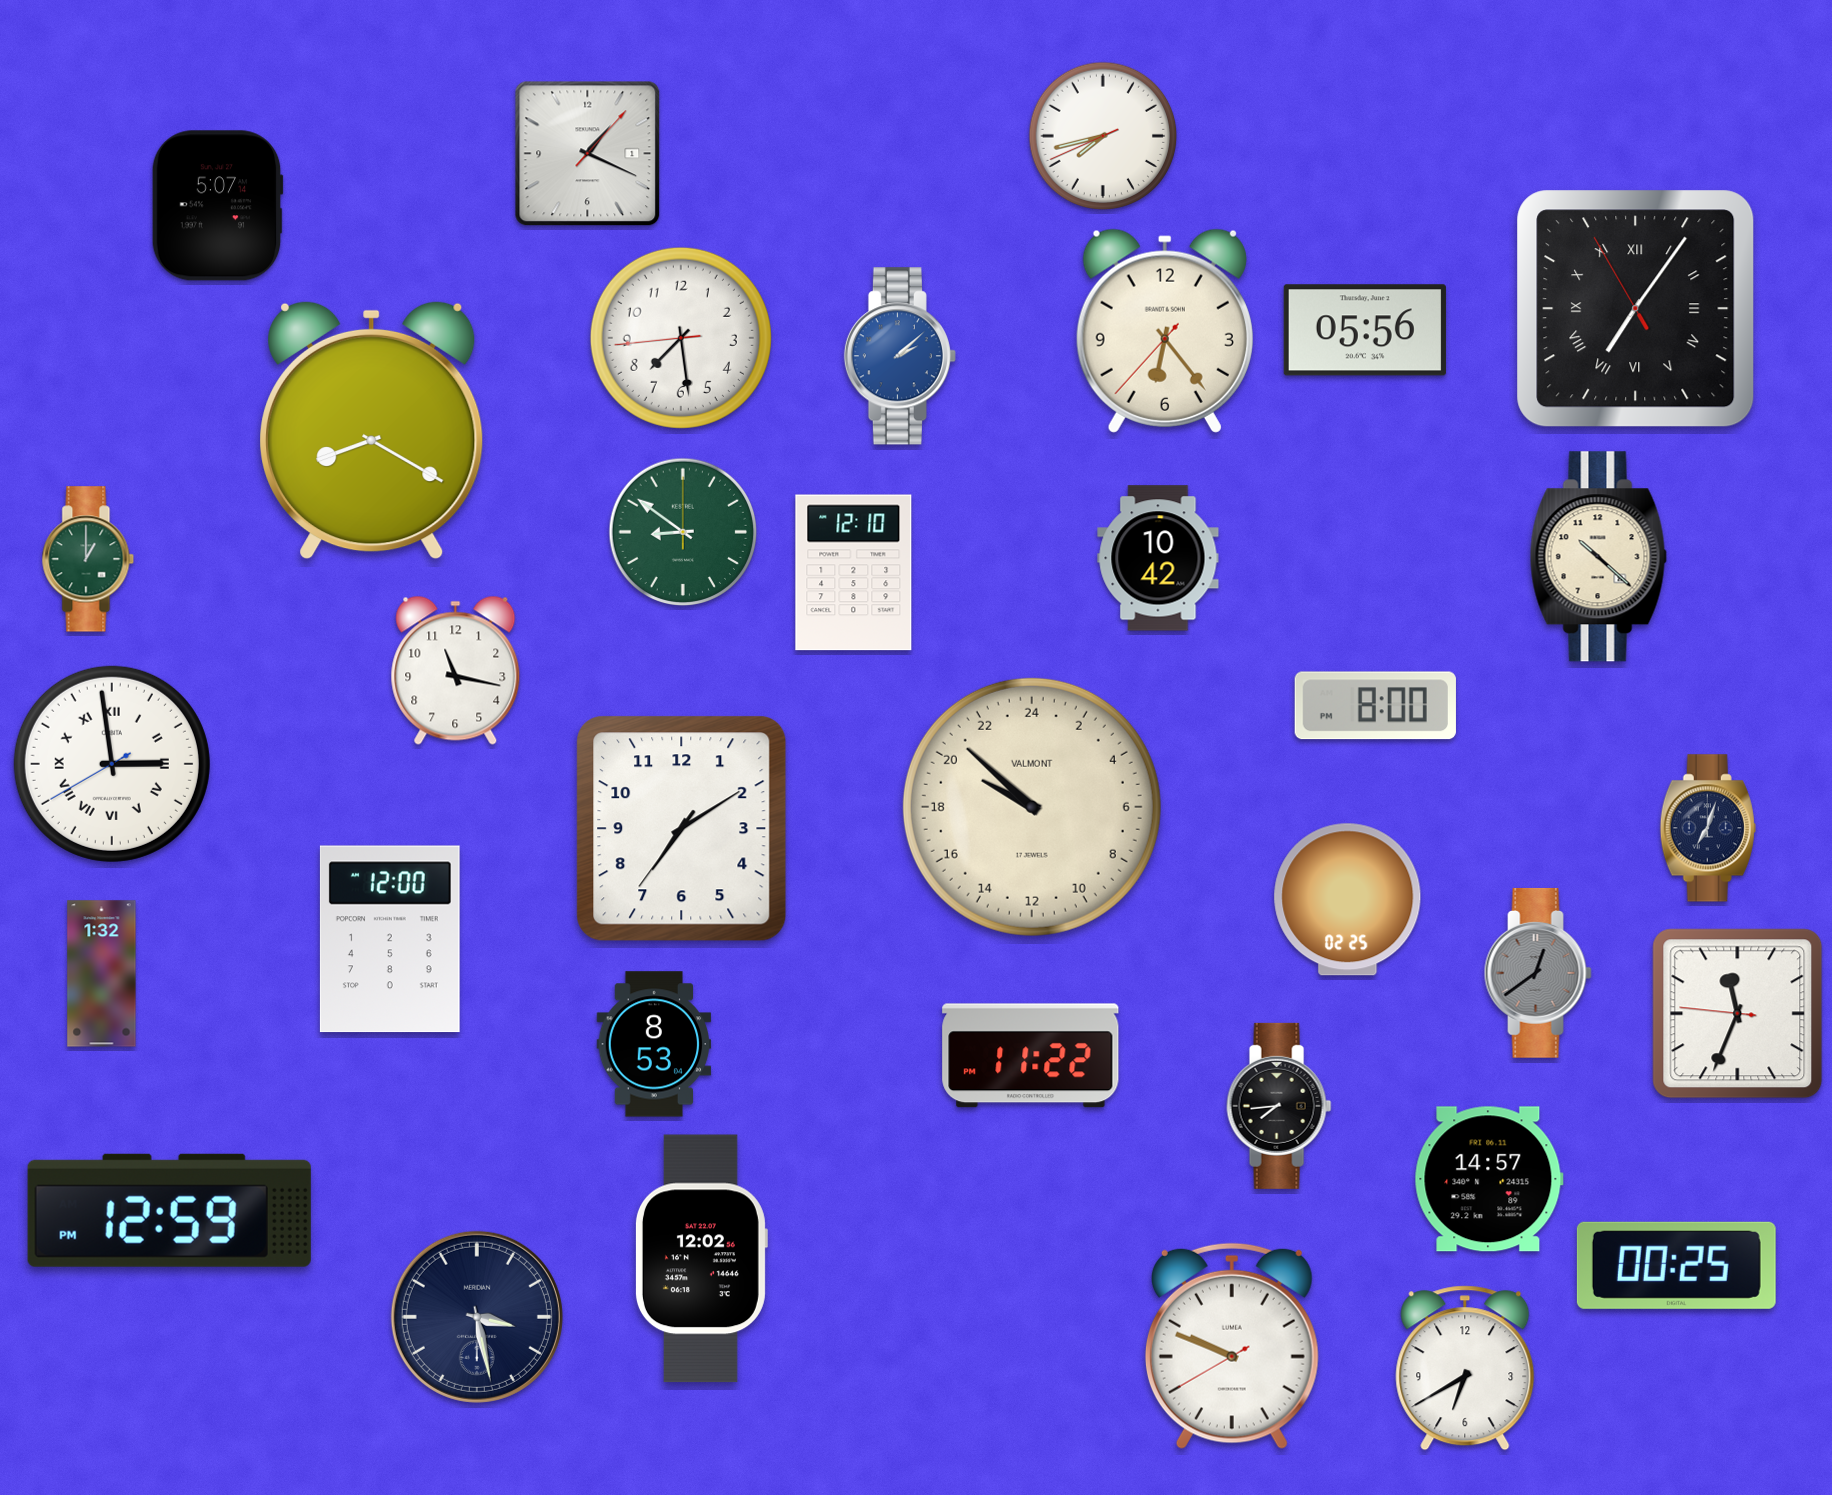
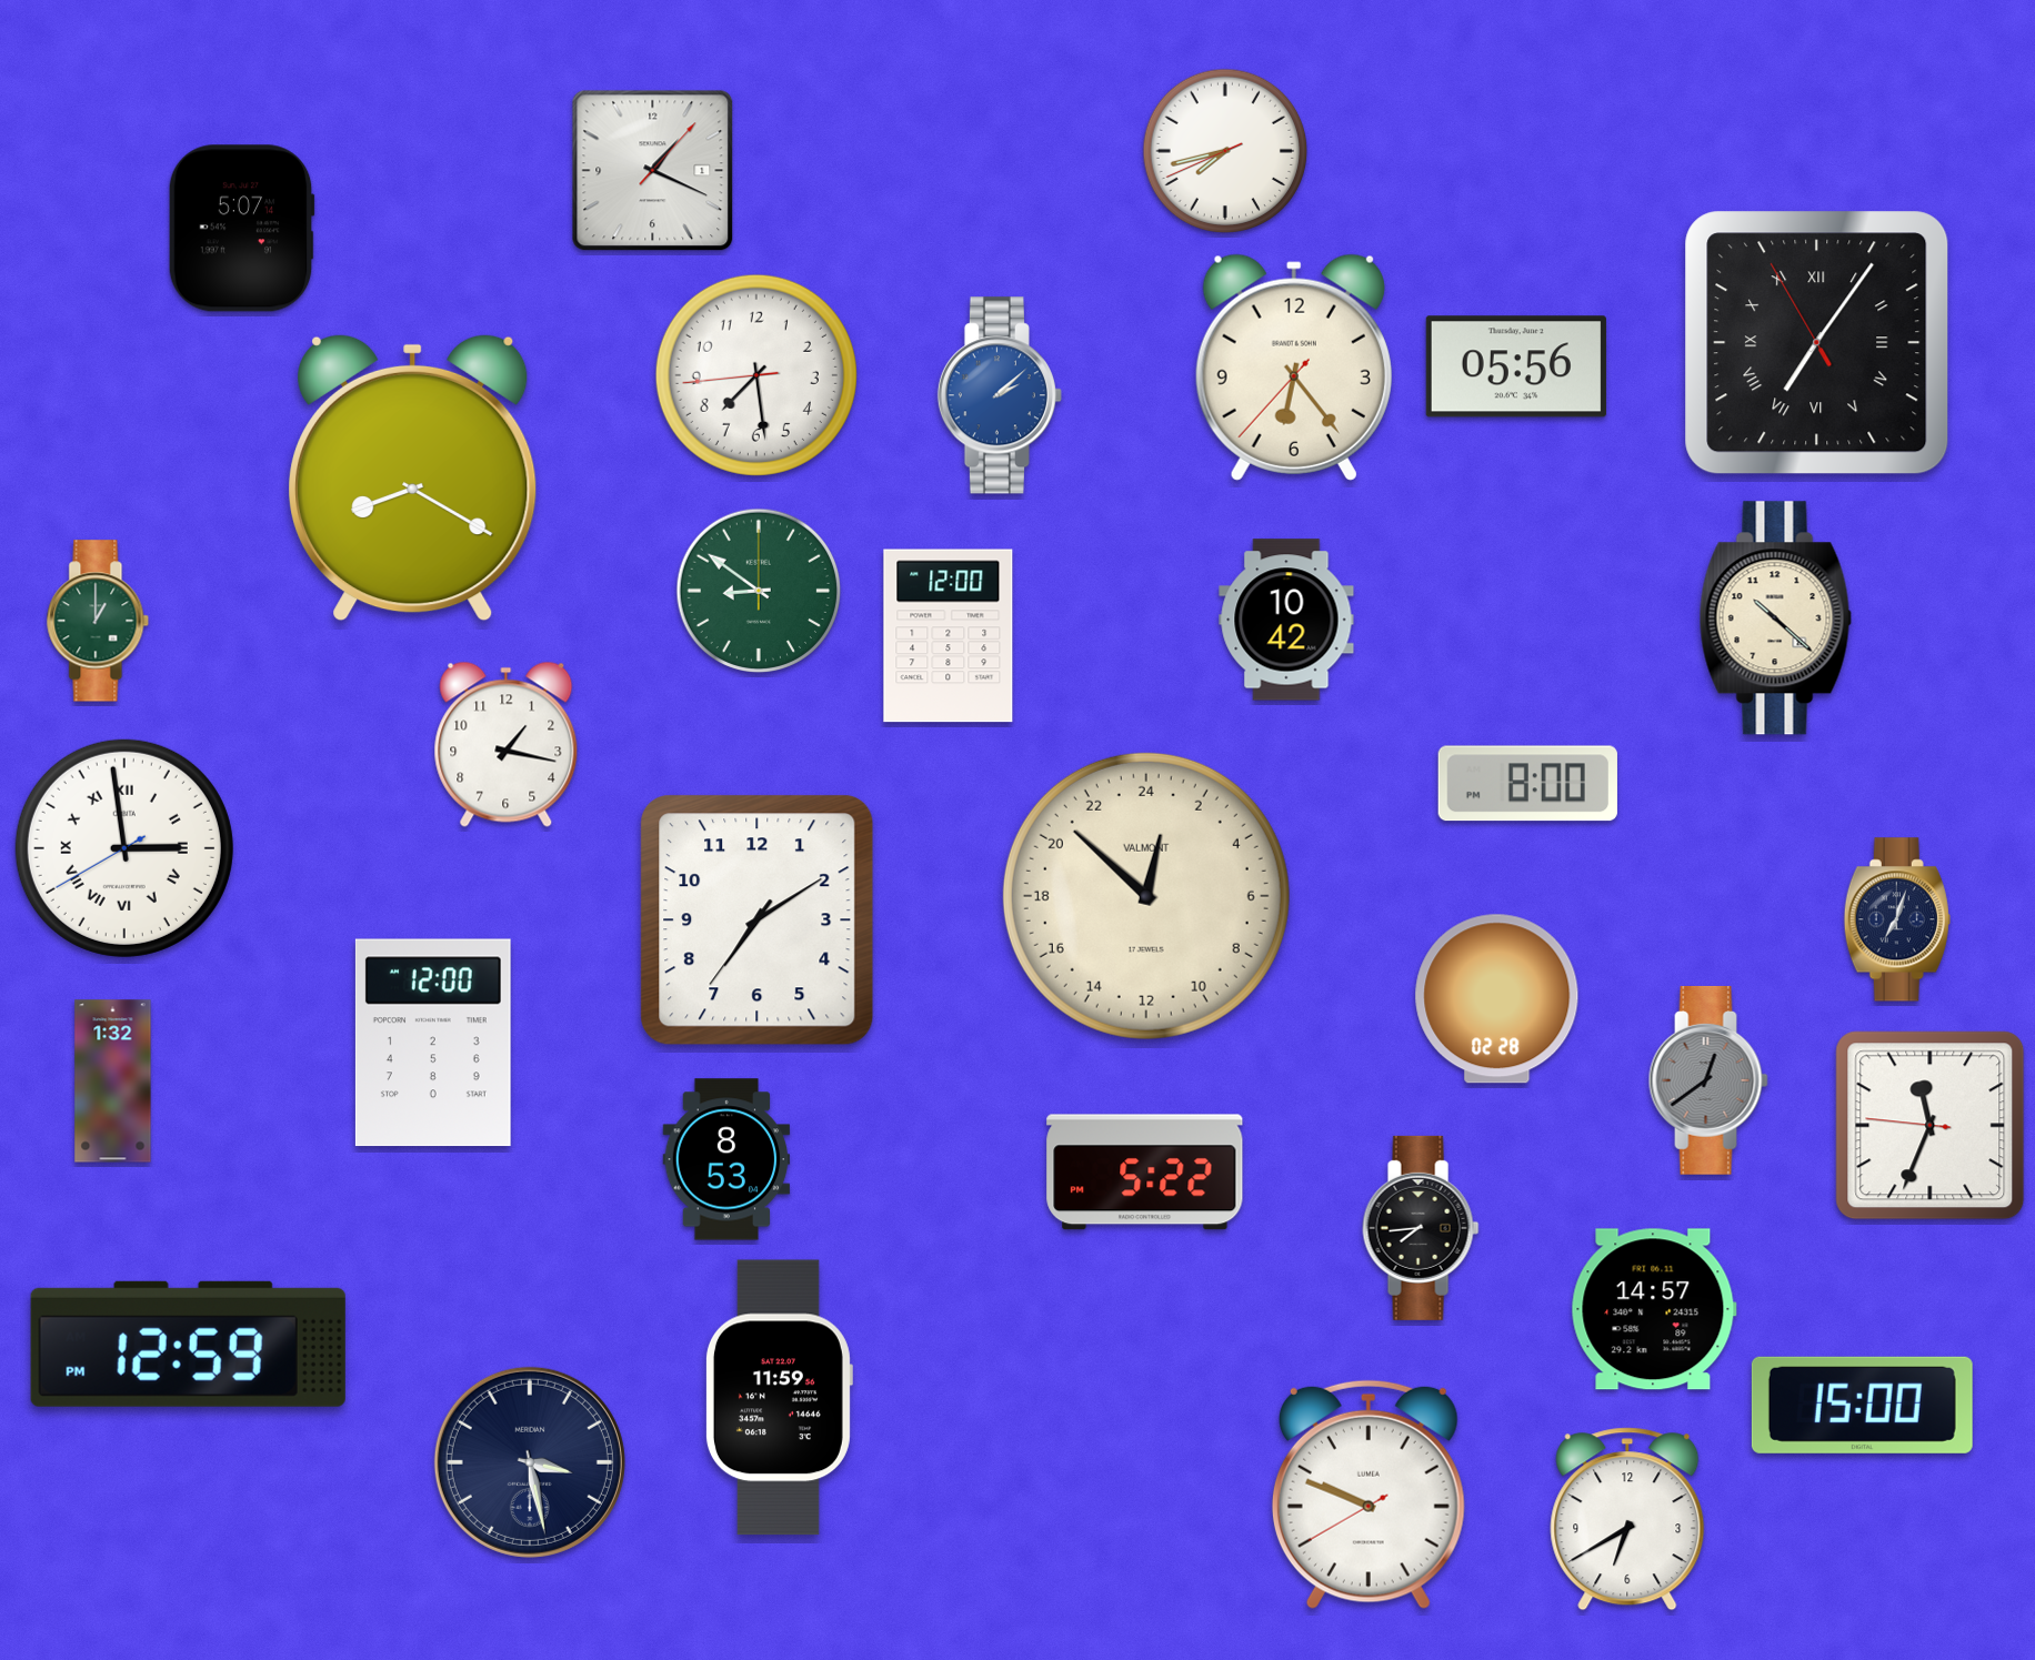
clock at (854, 573): 12:10 -> 12:00
clock at (456, 670): 11:17 -> 1:17
clock at (1032, 807): 19:52 -> 0:52
clock at (1348, 900): 02:25 -> 02:28
clock at (1031, 1056): 11:22 -> 5:22
clock at (701, 1259): 12:02 -> 11:59
clock at (1676, 1265): 00:25 -> 15:00
